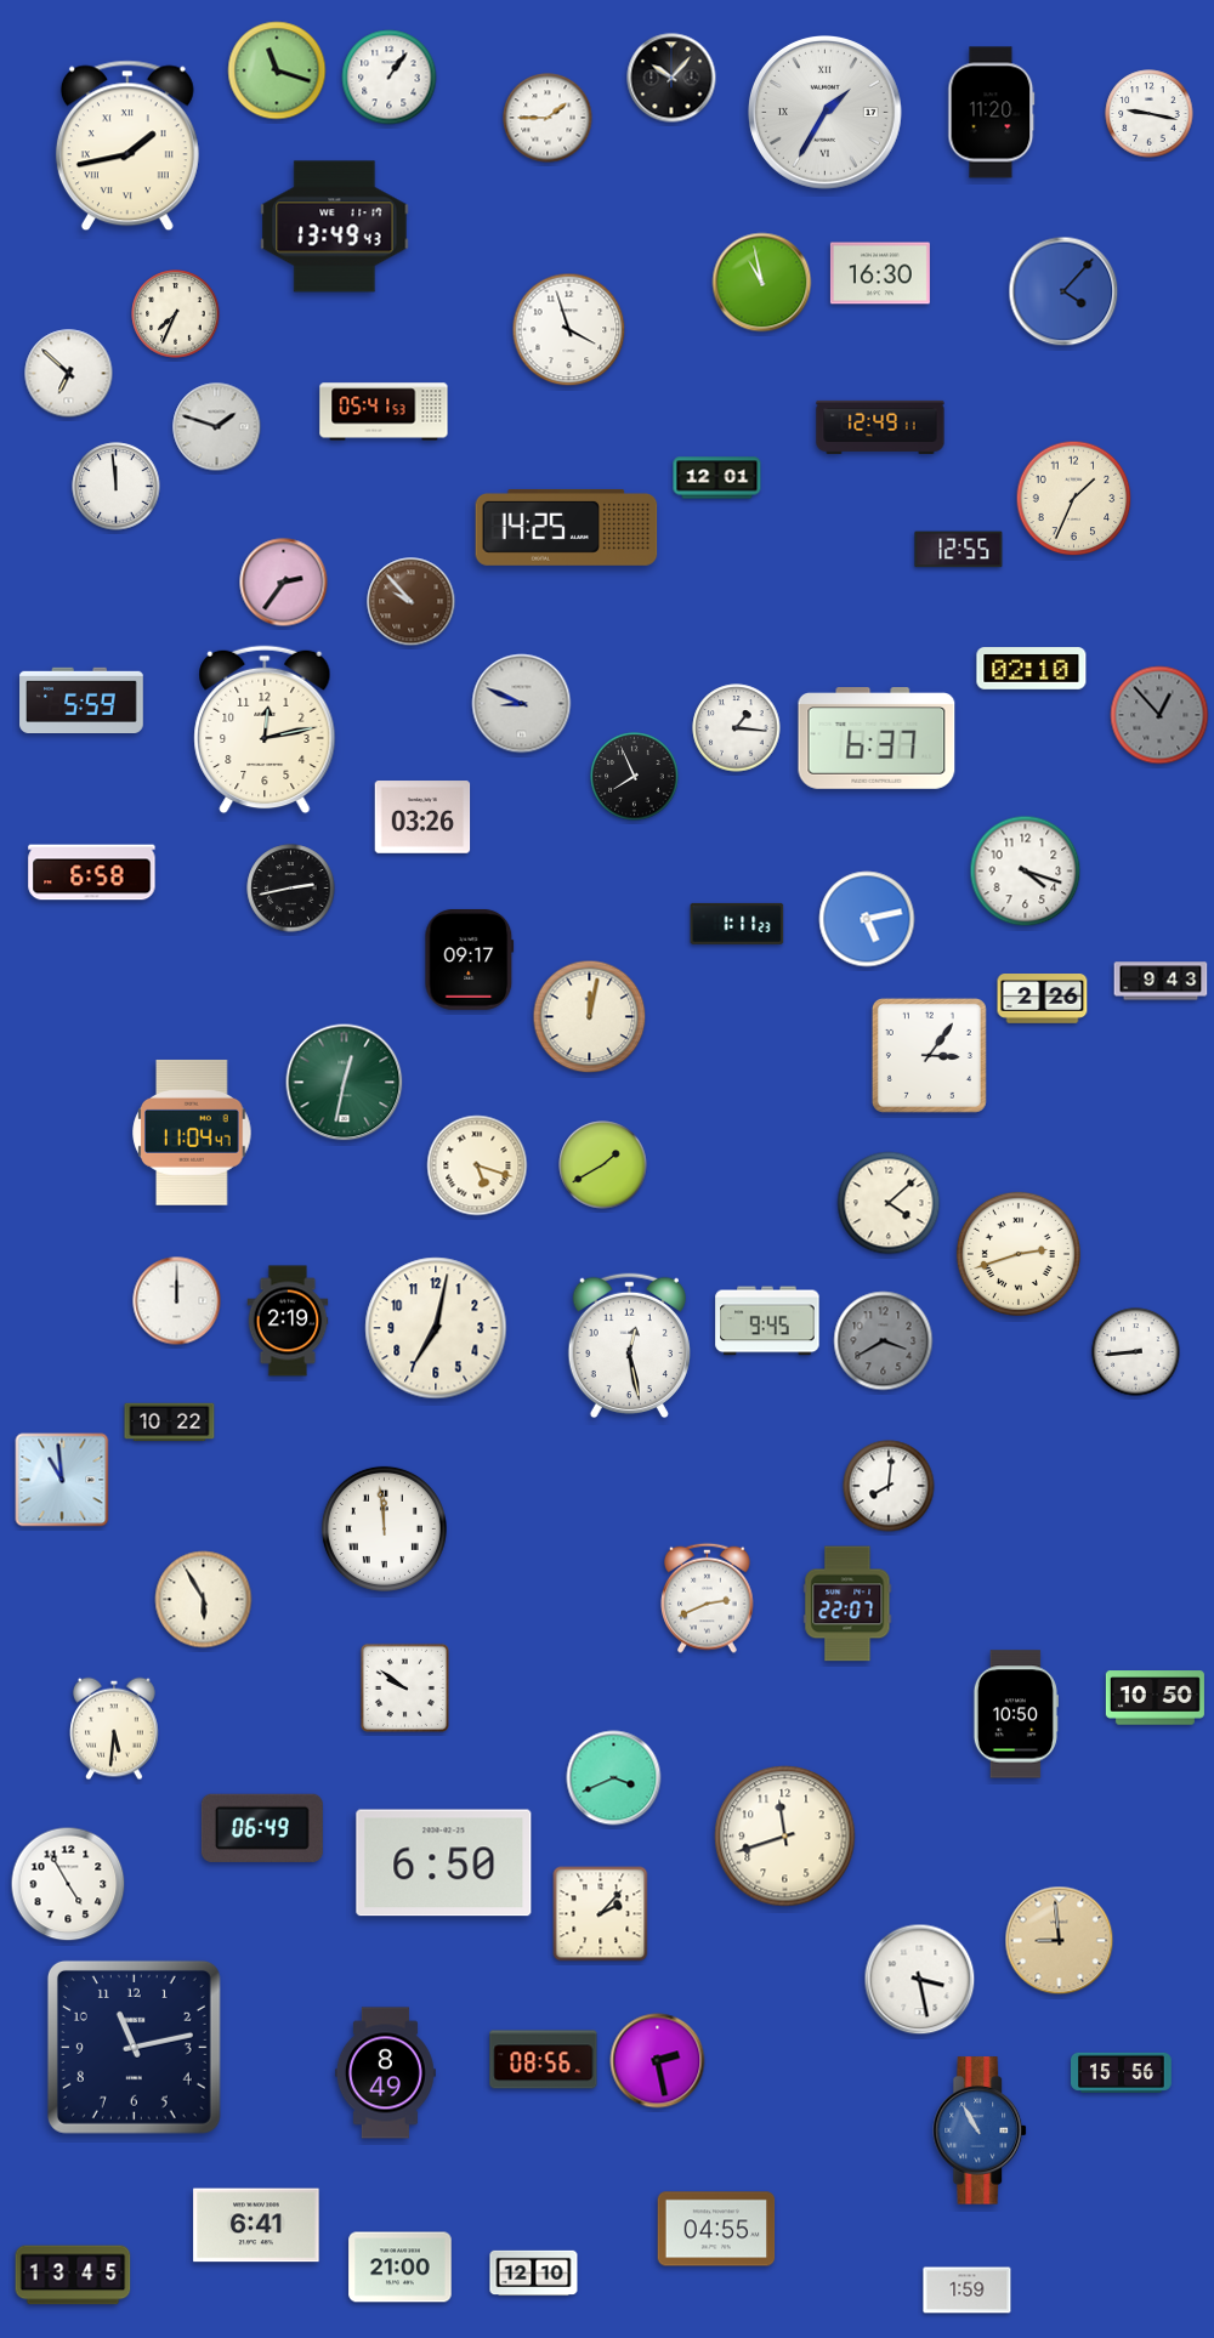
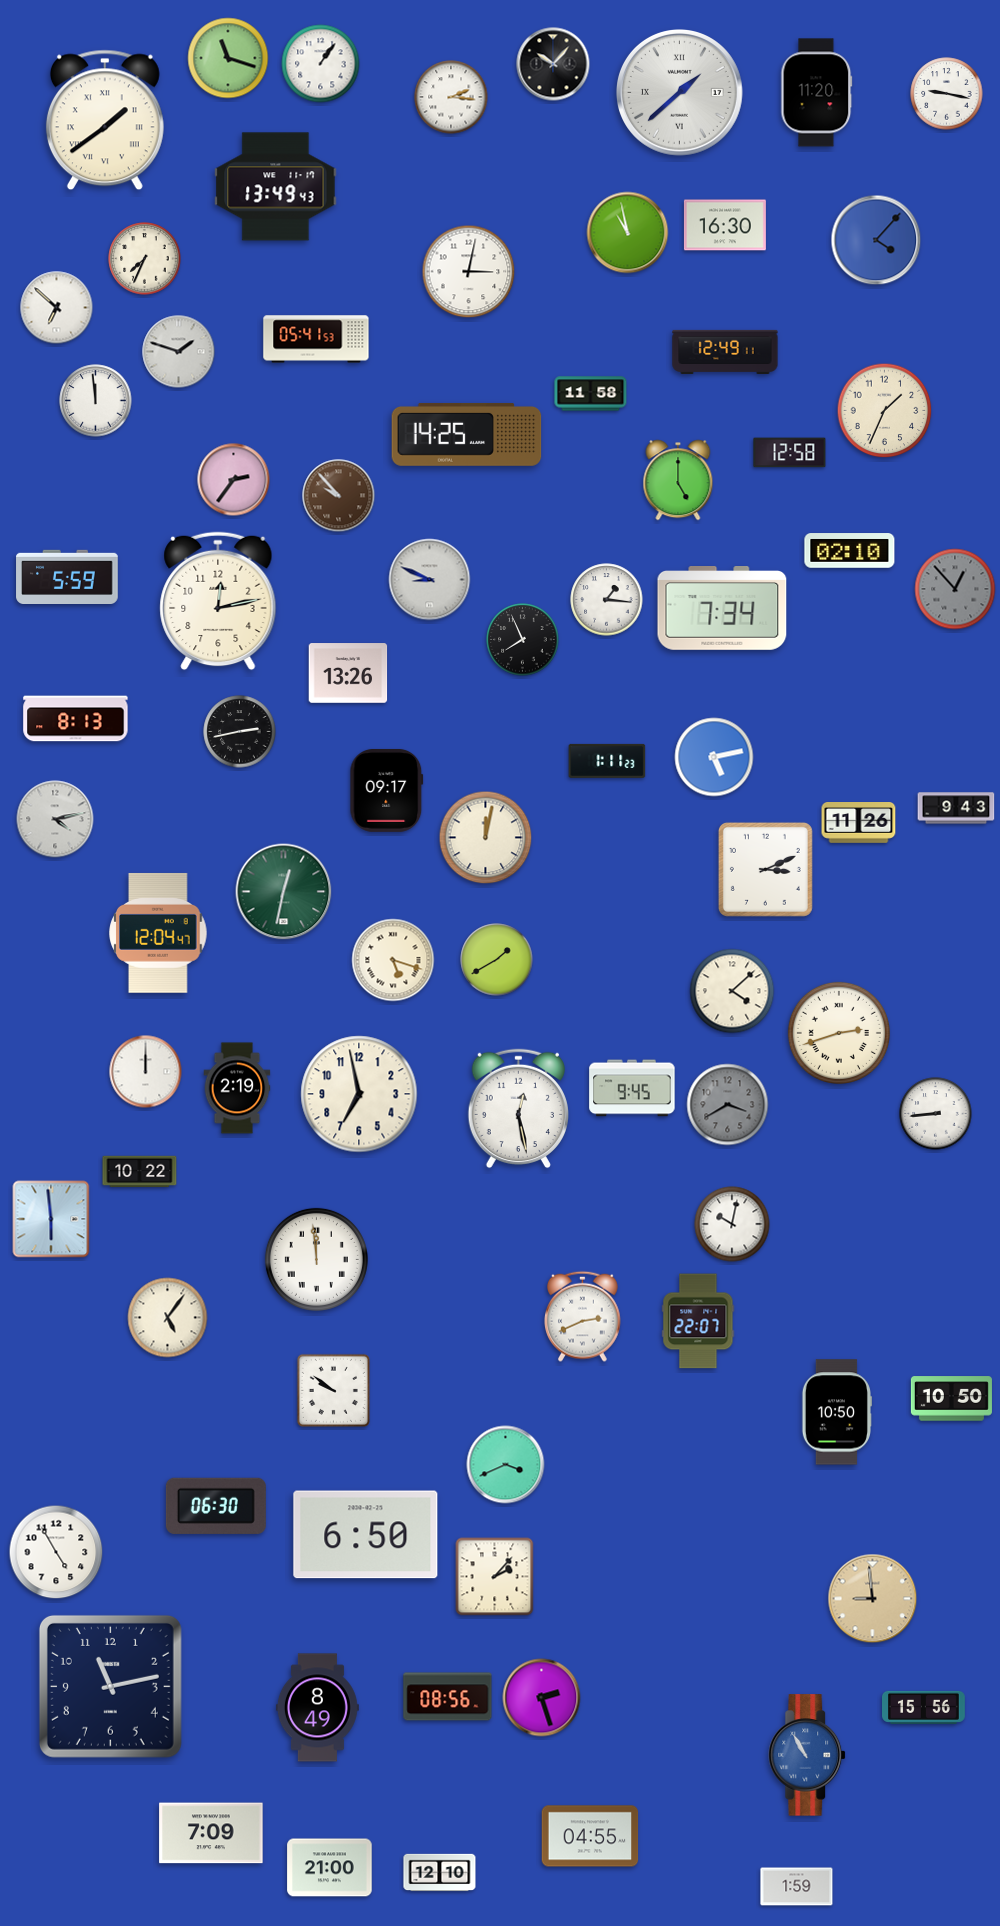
clock at (826, 113): 1:35 -> 1:38
clock at (548, 118): 1:45 -> 2:16
clock at (127, 146): 1:43 -> 1:39
clock at (569, 330): 3:57 -> 3:02
clock at (717, 478): 12:01 -> 11:58
clock at (959, 550): 12:55 -> 12:58
clock at (678, 480): none -> 5:00
clock at (877, 739): 6:37 -> 7:34
clock at (422, 817): 03:26 -> 13:26
clock at (1026, 872): 4:18 -> none
clock at (92, 873): 6:58 -> 8:13
clock at (55, 819): none -> 4:13
clock at (1043, 999): 2:26 -> 11:26
clock at (929, 1055): 3:06 -> 3:11
clock at (192, 1133): 11:04 -> 12:04
clock at (436, 1328): 7:02 -> 6:58
clock at (62, 1480): 10:59 -> 5:59
clock at (889, 1486): 8:01 -> 10:02
clock at (204, 1600): 5:55 -> 5:06
clock at (115, 1729): 5:31 -> none
clock at (262, 1828): 06:49 -> 06:30
clock at (785, 1837): 11:42 -> none
clock at (920, 1980): 3:28 -> none
clock at (658, 2061): 2:28 -> 2:27
clock at (256, 2225): 6:41 -> 7:09
clock at (73, 2275): 13:45 -> none
